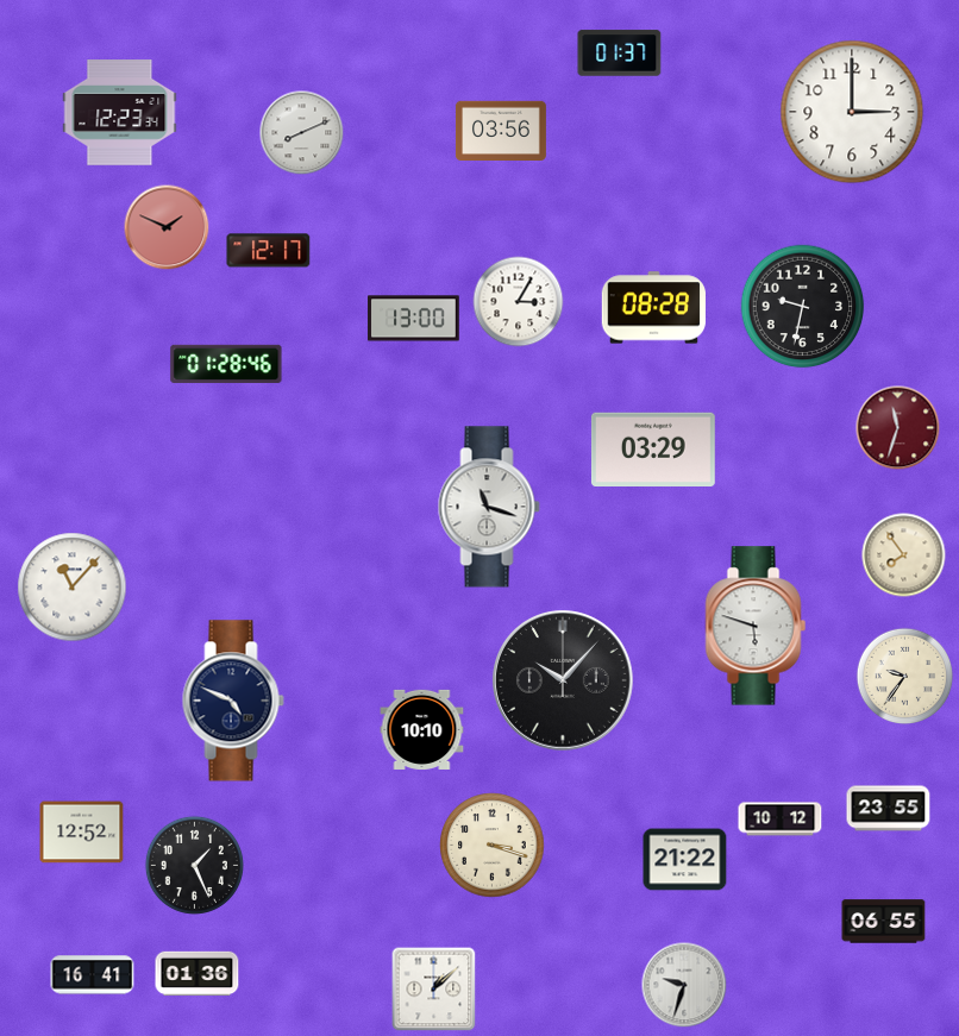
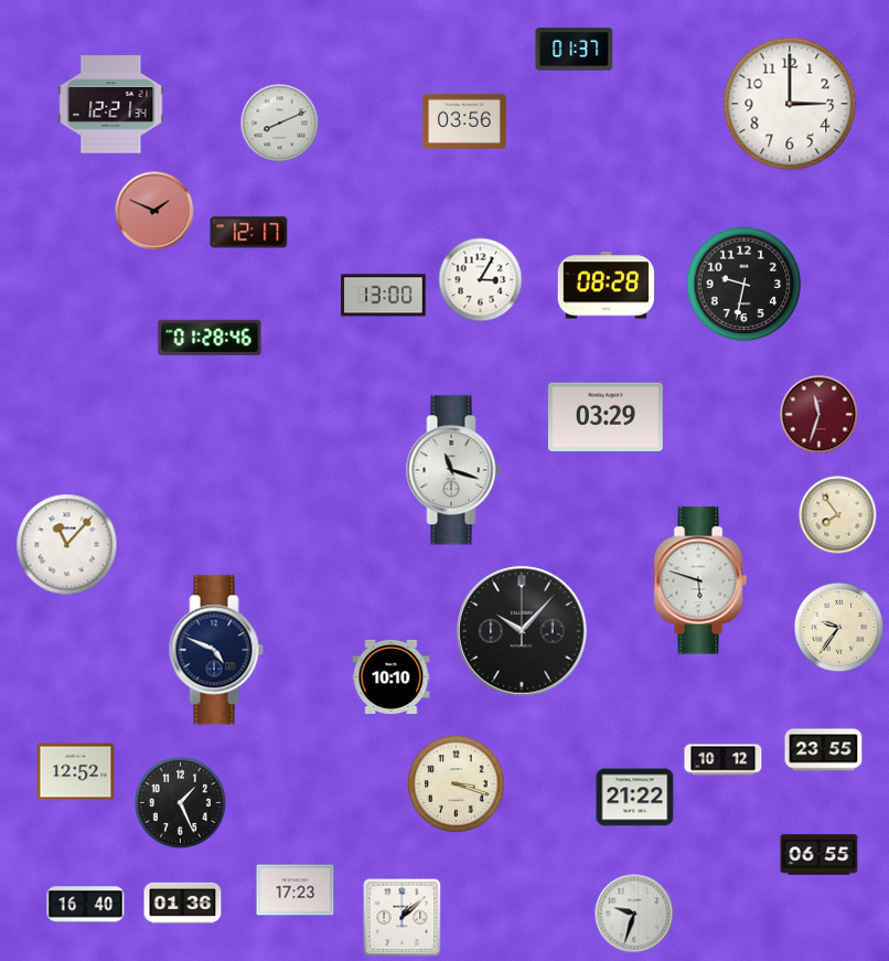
clock at (120, 113): 12:23 -> 12:21
clock at (898, 428) position: (898, 428) -> (820, 415)
clock at (296, 890): none -> 17:23
clock at (93, 975): 16:41 -> 16:40
